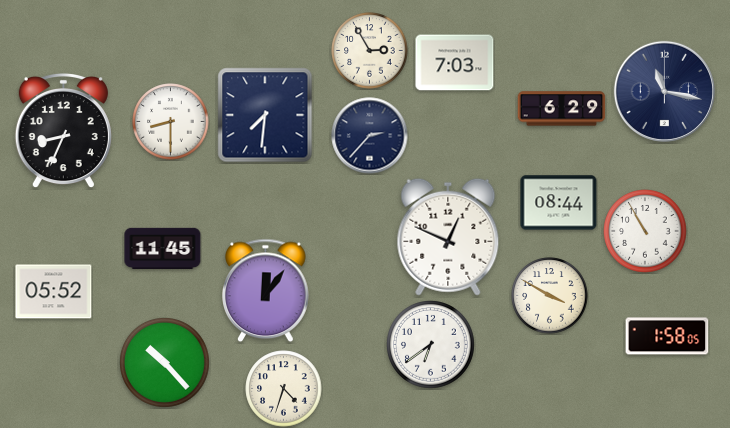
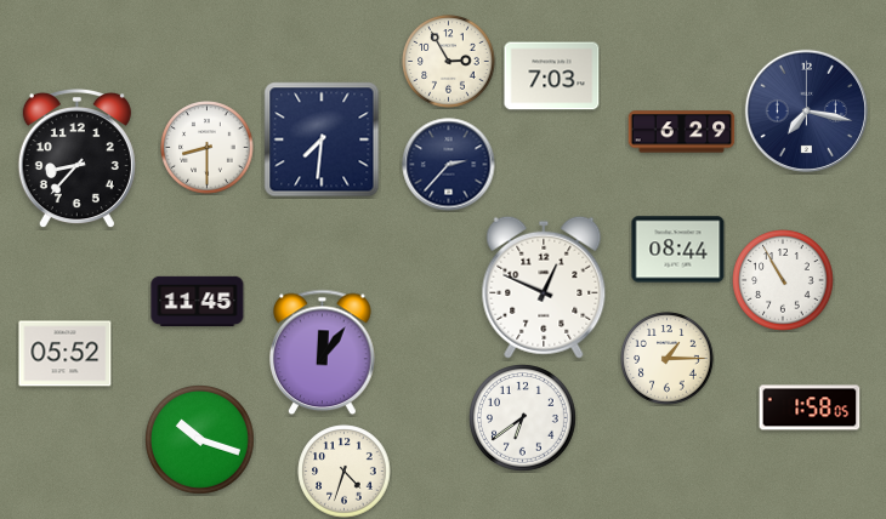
clock at (664, 91): 11:17 -> 7:17
clock at (63, 131): 8:34 -> 8:37
clock at (559, 203) position: (559, 203) -> (678, 250)
clock at (550, 296): 3:50 -> 1:15
clock at (165, 363): 10:23 -> 10:18
